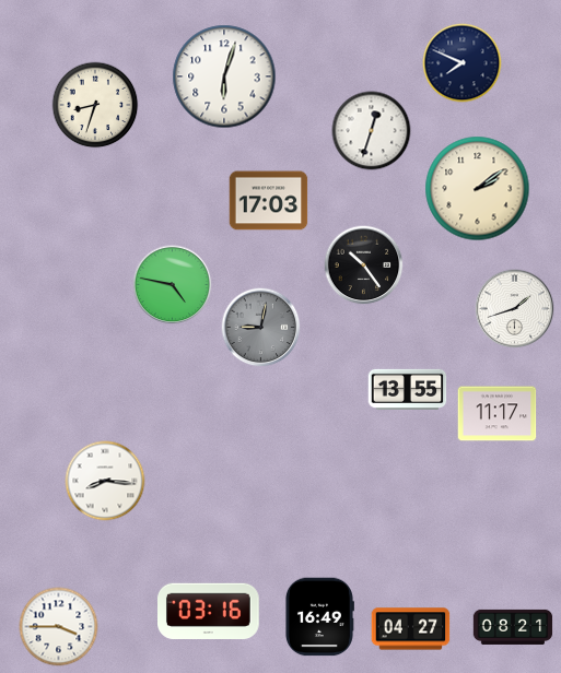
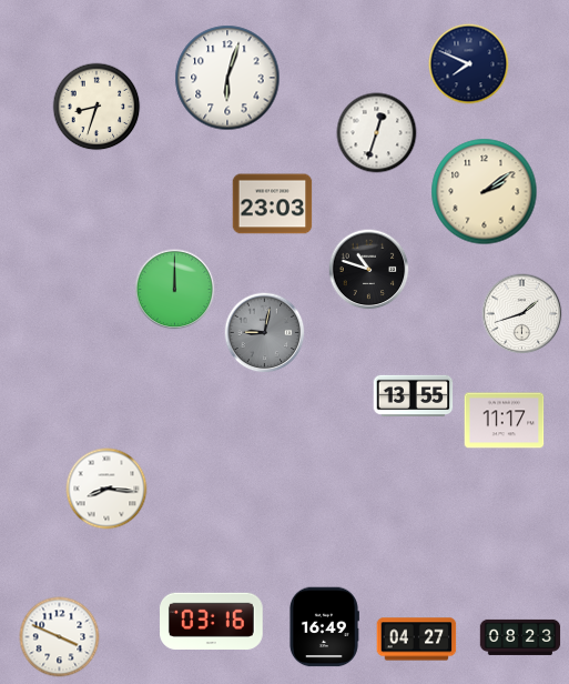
clock at (269, 201): 17:03 -> 23:03
clock at (364, 265): 10:24 -> 10:48
clock at (173, 285): 4:47 -> 12:00
clock at (59, 627): 3:45 -> 3:49
clock at (513, 627): 08:21 -> 08:23
